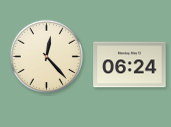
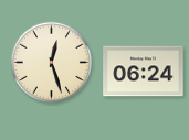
clock at (46, 56): 12:23 -> 12:27
